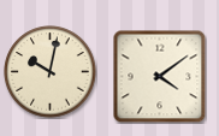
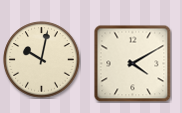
clock at (159, 76): 4:09 -> 4:10
